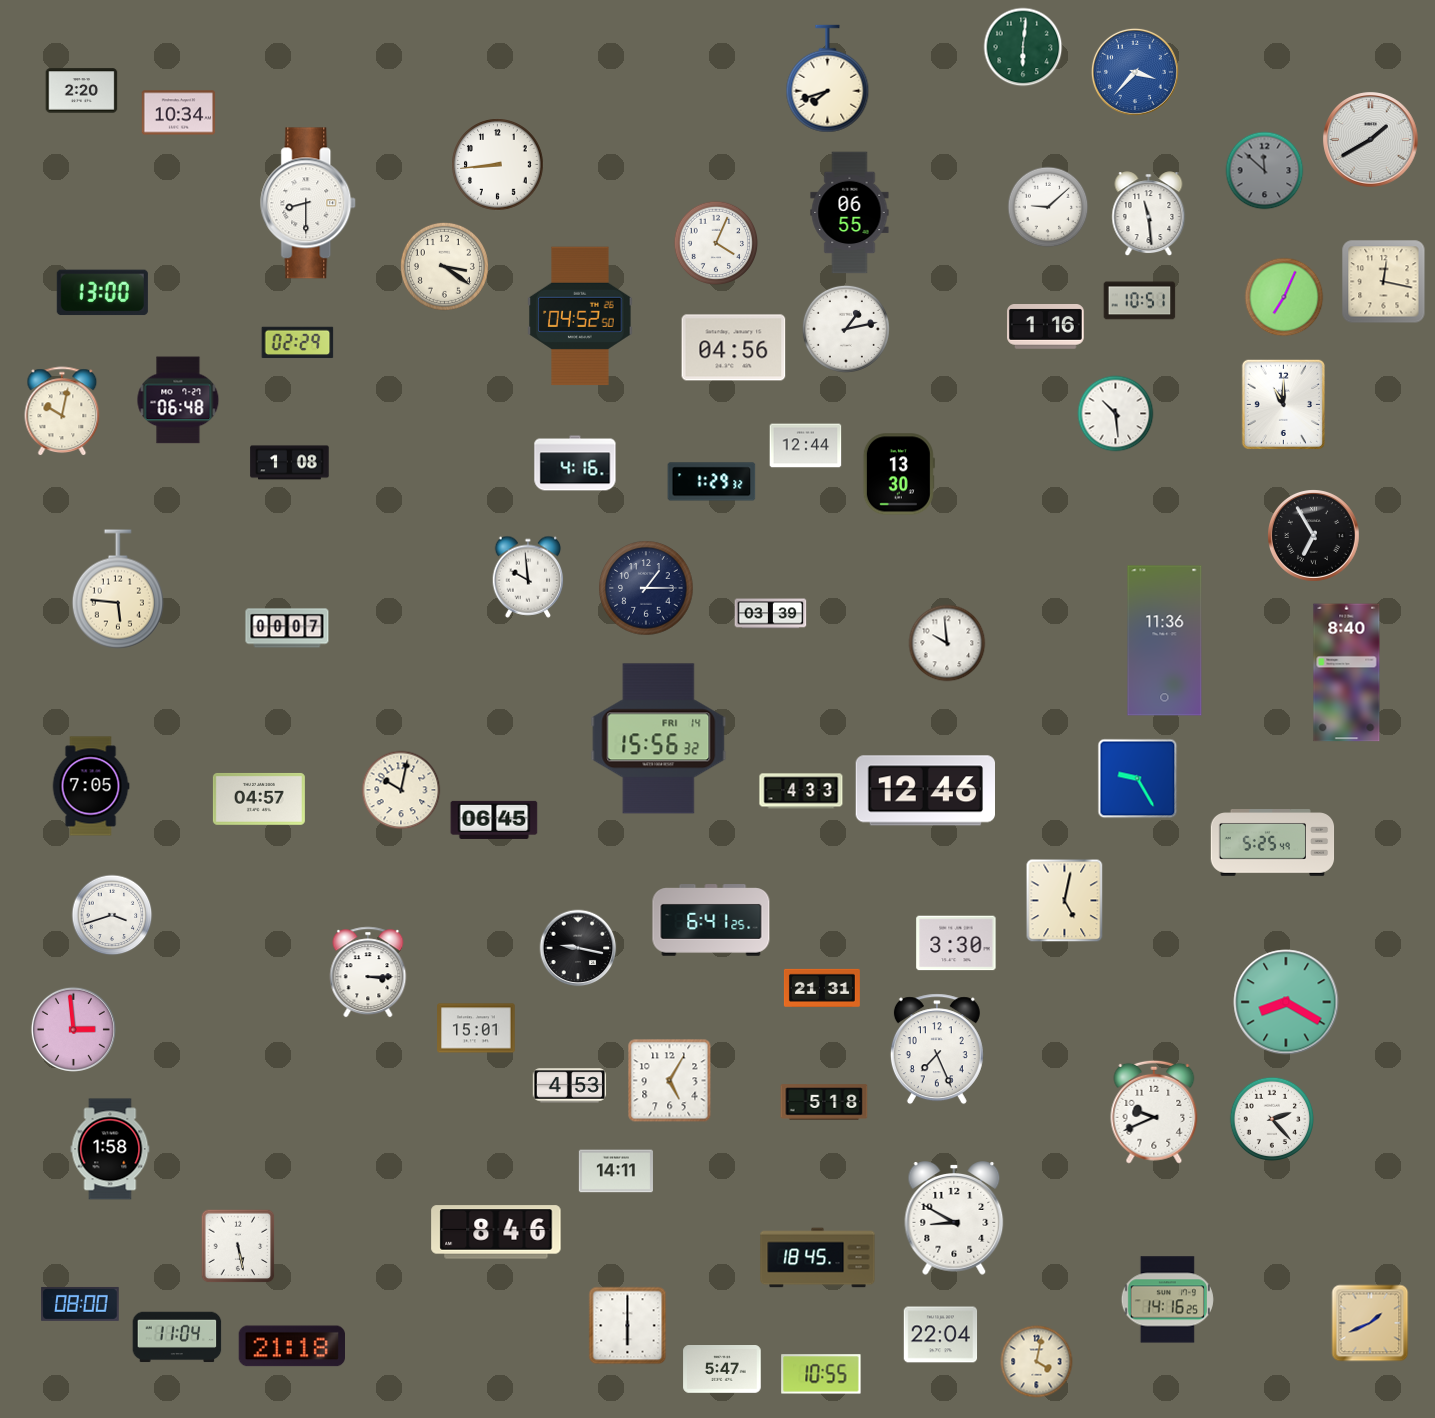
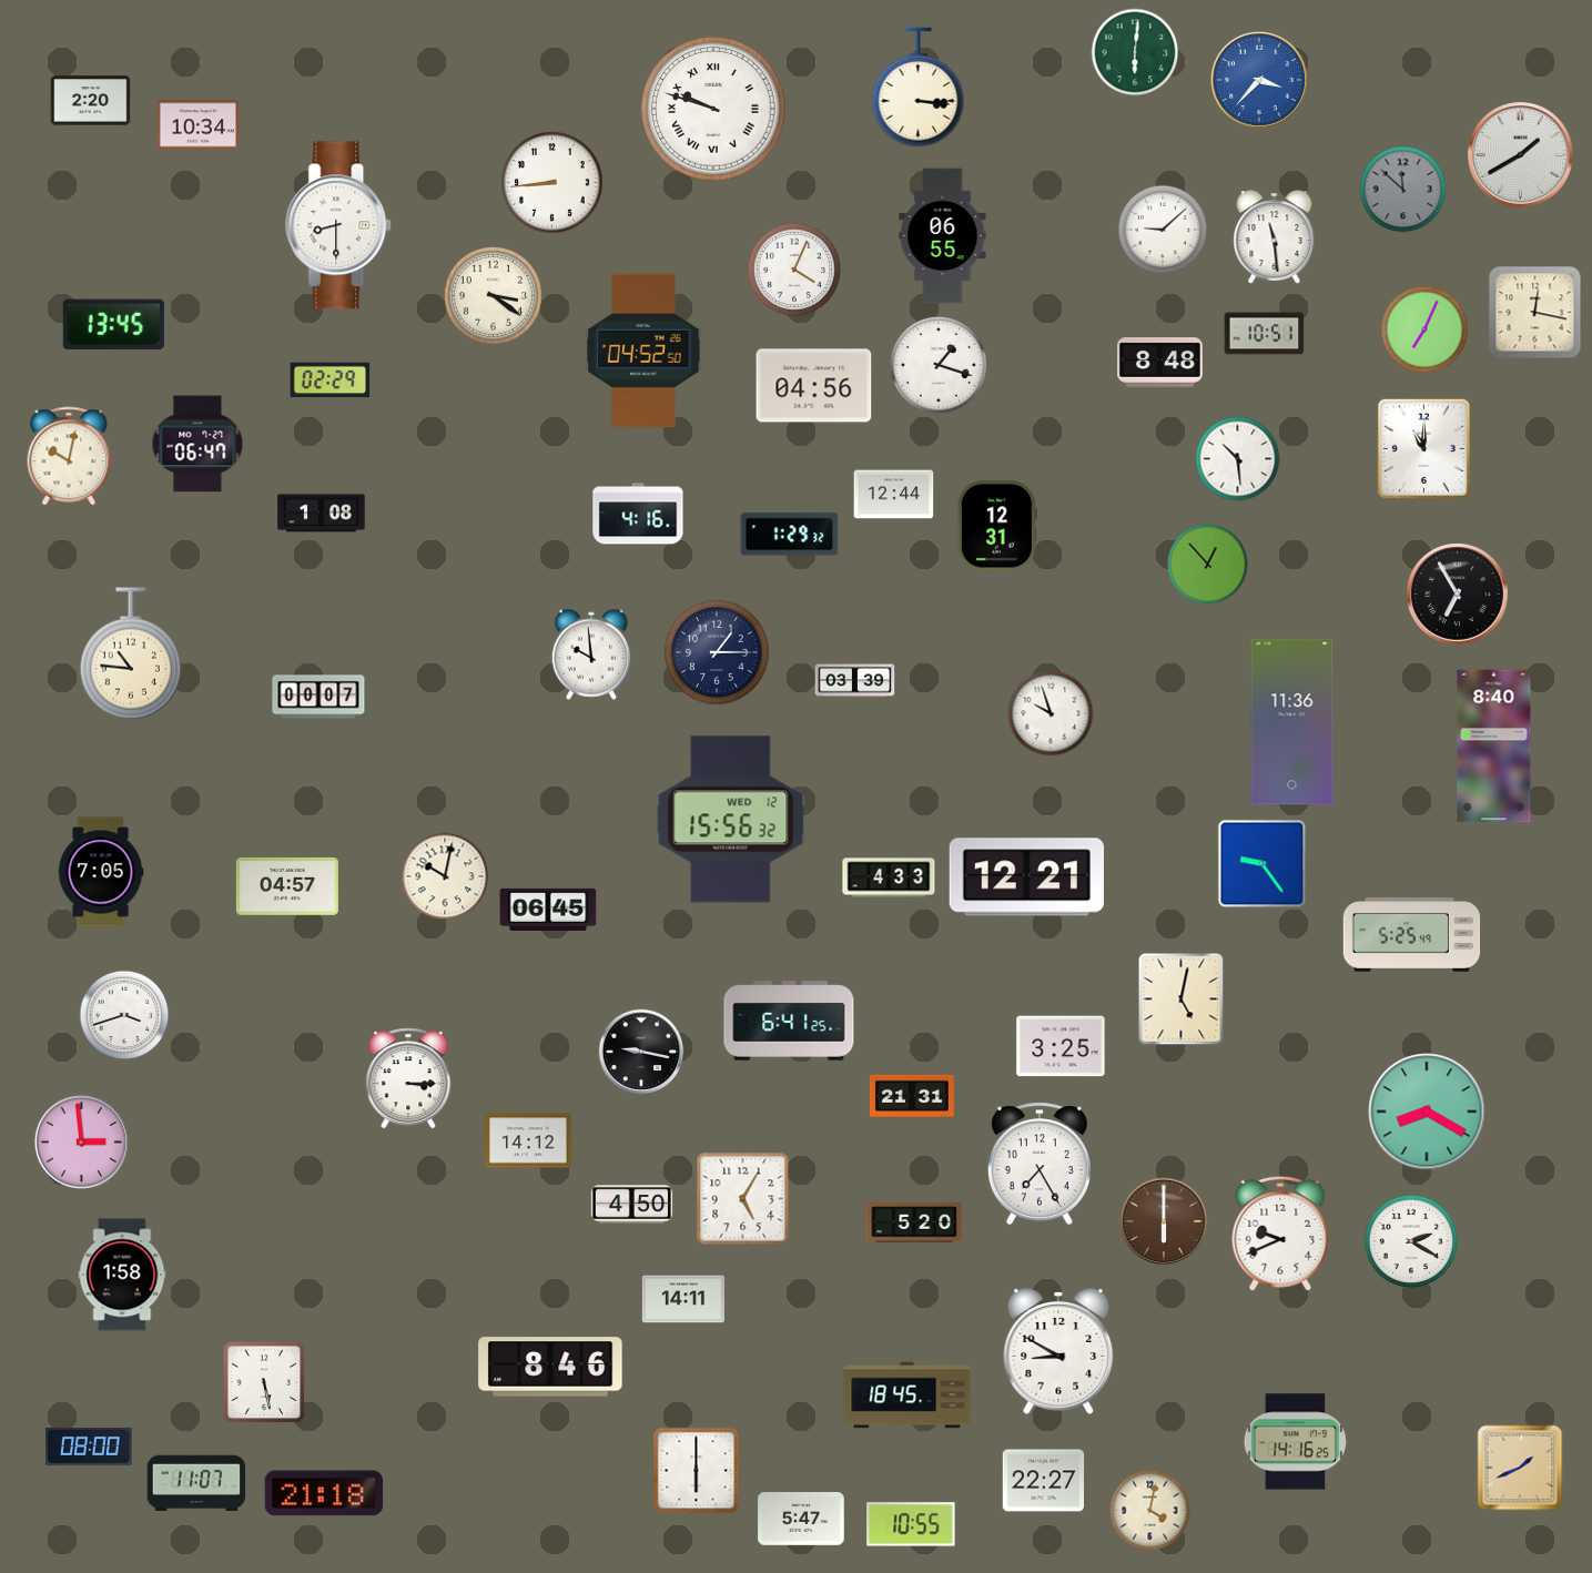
clock at (828, 79): 7:42 -> 3:16
clock at (713, 109): none -> 9:48
clock at (309, 203) position: (309, 203) -> (339, 225)
clock at (102, 293): 13:00 -> 13:45
clock at (1046, 327): 1:16 -> 8:48
clock at (846, 329): 1:13 -> 1:18
clock at (178, 400): 06:48 -> 06:47
clock at (899, 474): 13:30 -> 12:31
clock at (1208, 565): none -> 12:53
clock at (528, 577) position: (528, 577) -> (591, 654)
clock at (118, 589): 5:46 -> 10:46
clock at (1165, 641) position: (1165, 641) -> (1292, 722)
clock at (947, 643): 9:59 -> 9:57
clock at (659, 739) date: FRI 14 -> WED 12
clock at (1138, 779): 9:25 -> 9:24
clock at (925, 791): 12:46 -> 12:21
clock at (956, 943): 3:30 -> 3:25
clock at (476, 1028): 15:01 -> 14:12
clock at (937, 1049): 7:26 -> 7:25
clock at (570, 1086): 4:53 -> 4:50
clock at (1164, 1221): none -> 6:00
clock at (824, 1102): 5:18 -> 5:20
clock at (1272, 1119): 2:23 -> 2:20
clock at (941, 1335): 22:04 -> 22:27
clock at (177, 1337): 11:04 -> 11:07
